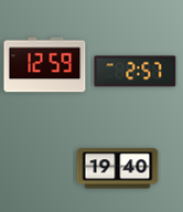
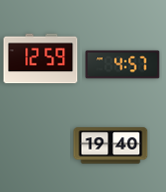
clock at (136, 72): 2:57 -> 4:57
clock at (118, 169) position: (118, 169) -> (111, 146)
